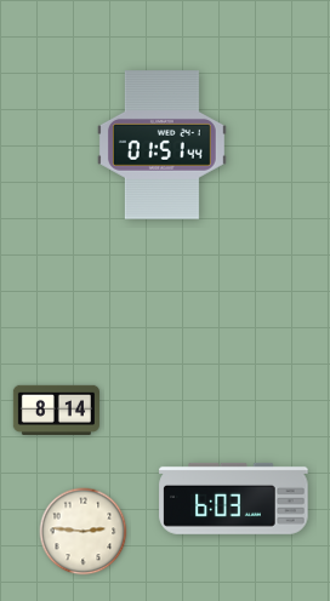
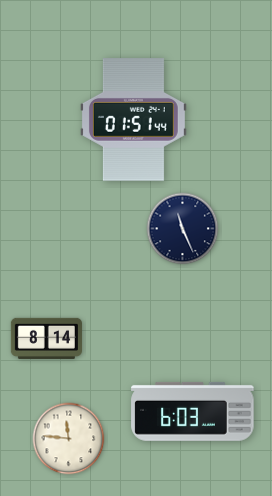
clock at (183, 229): none -> 11:26
clock at (84, 532): 2:46 -> 11:46
